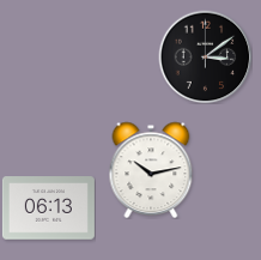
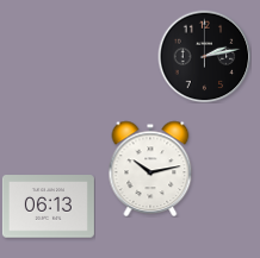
clock at (205, 56): 3:09 -> 2:13
